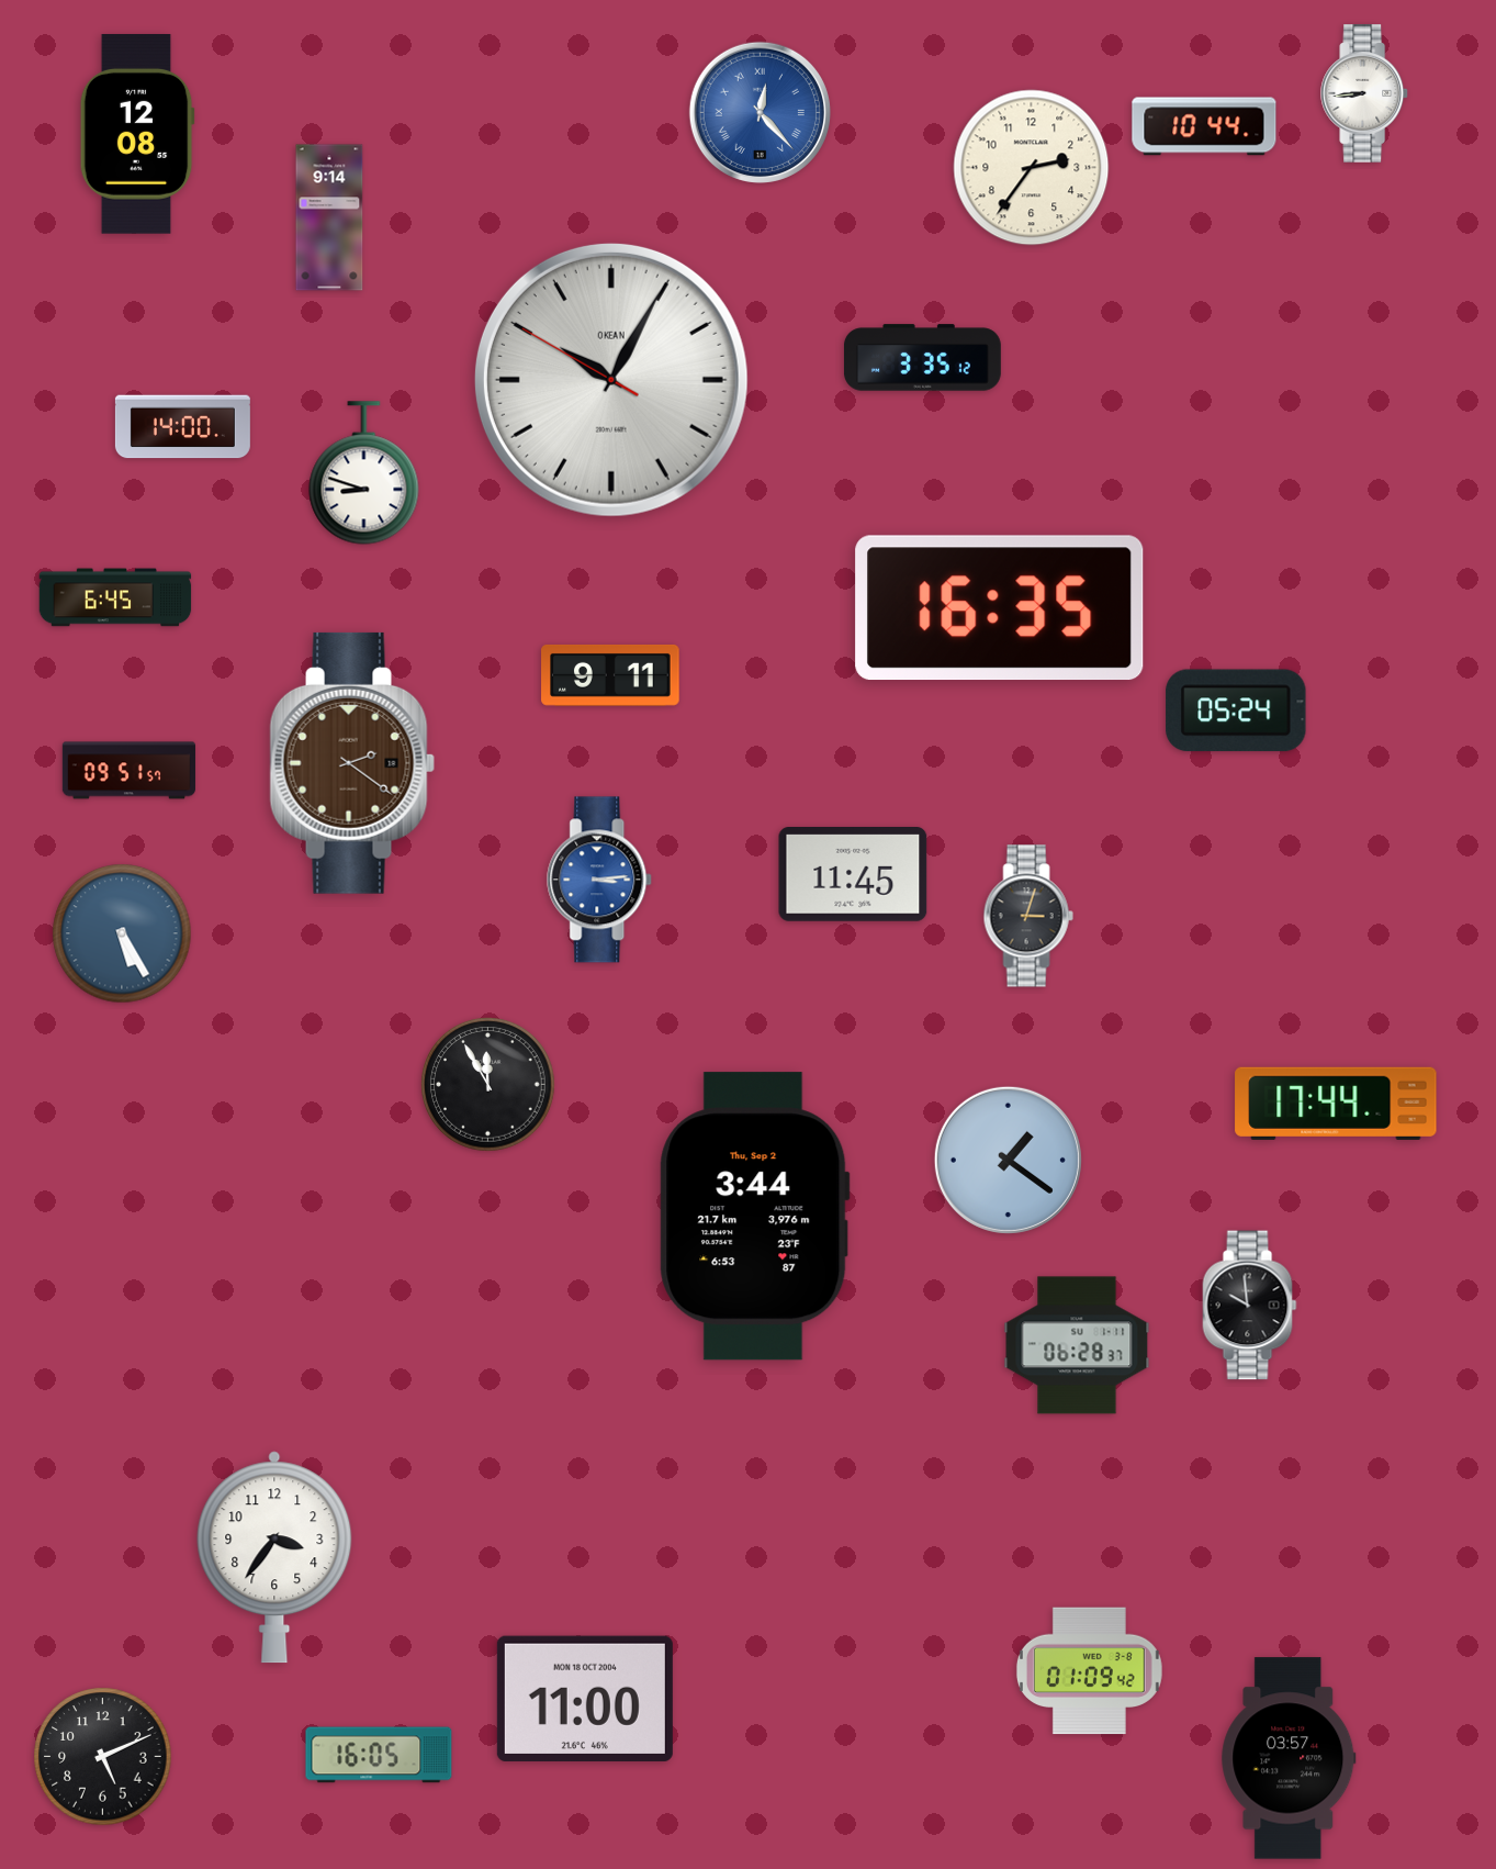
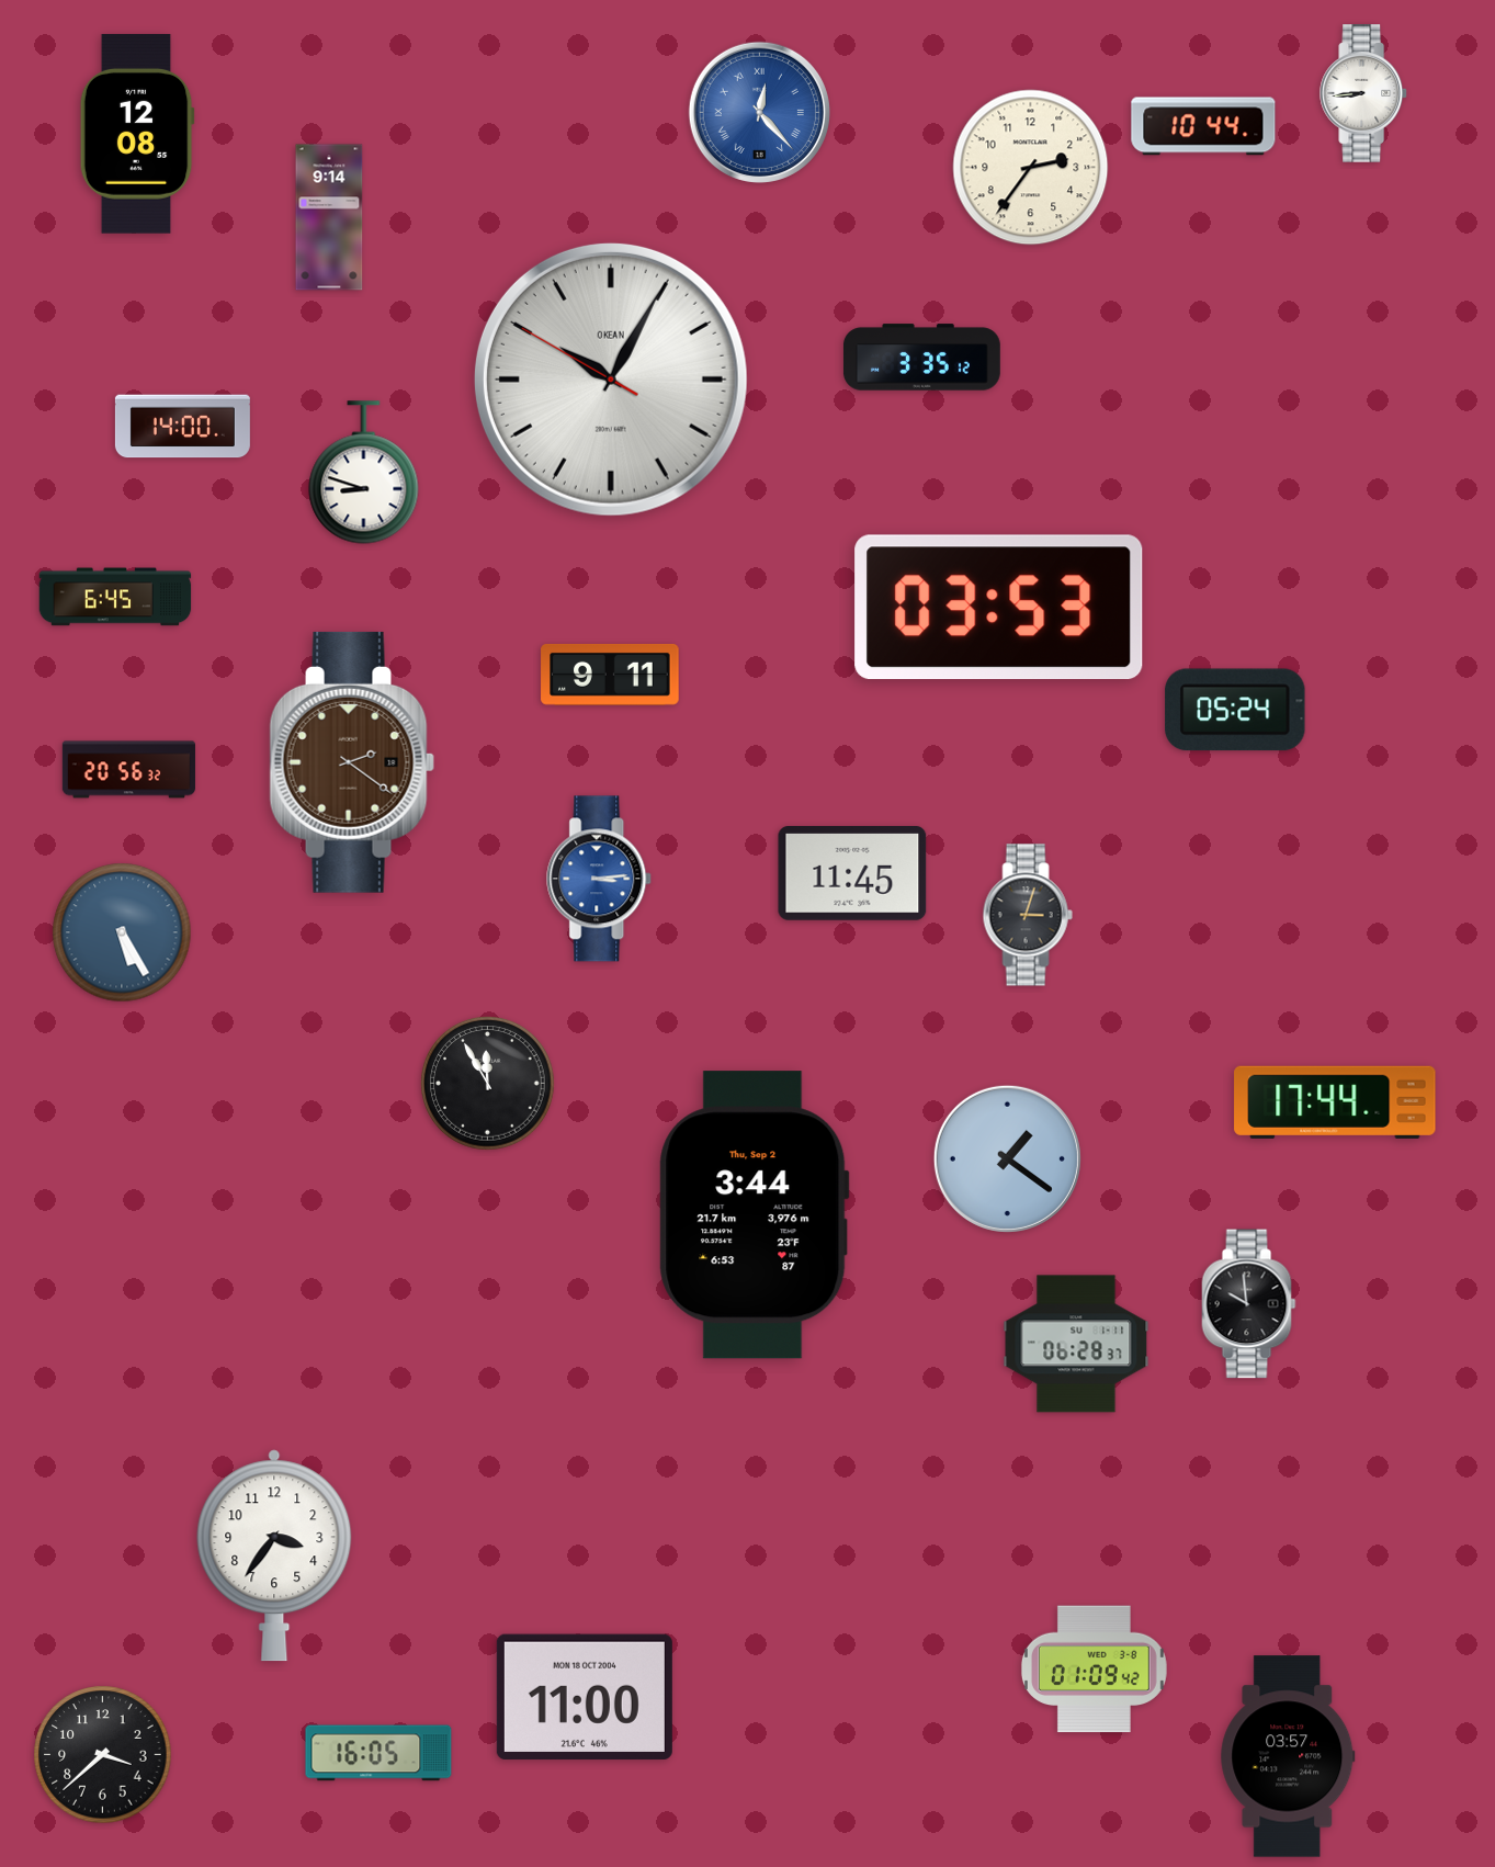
clock at (1000, 608): 16:35 -> 03:53
clock at (128, 771): 09:51 -> 20:56
clock at (1089, 1671) position: (1089, 1671) -> (1094, 1670)
clock at (103, 1757): 5:11 -> 3:38
